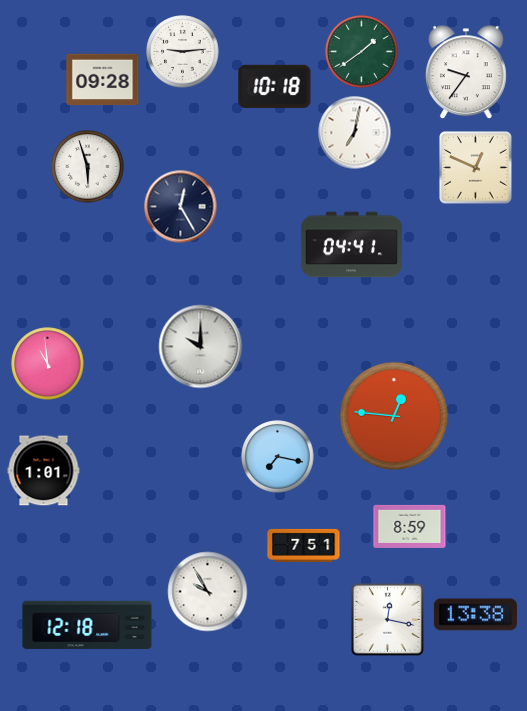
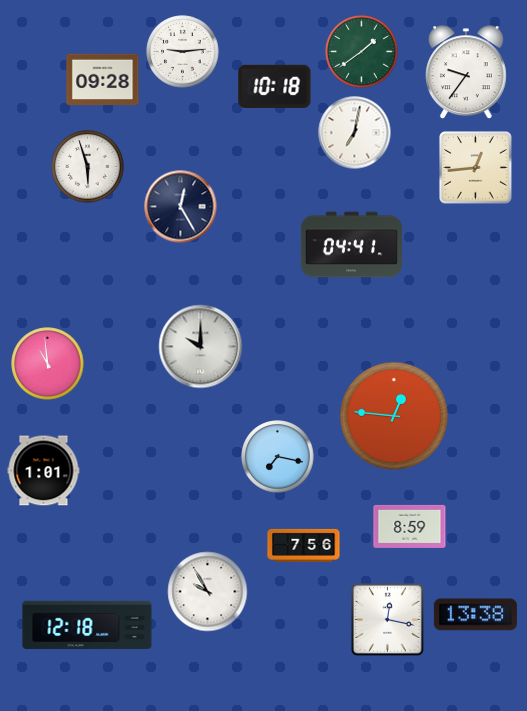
clock at (476, 168): 12:49 -> 12:44
clock at (304, 545): 7:51 -> 7:56
